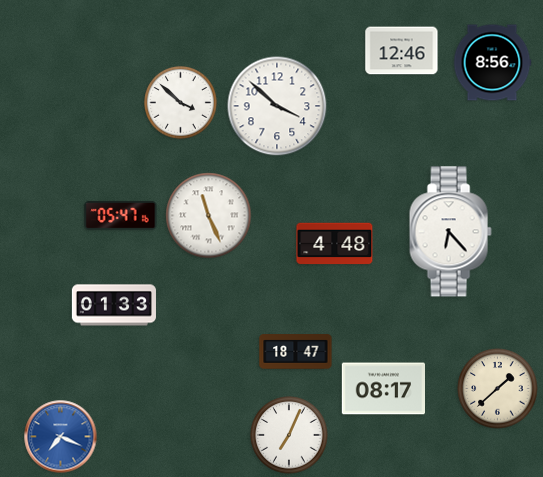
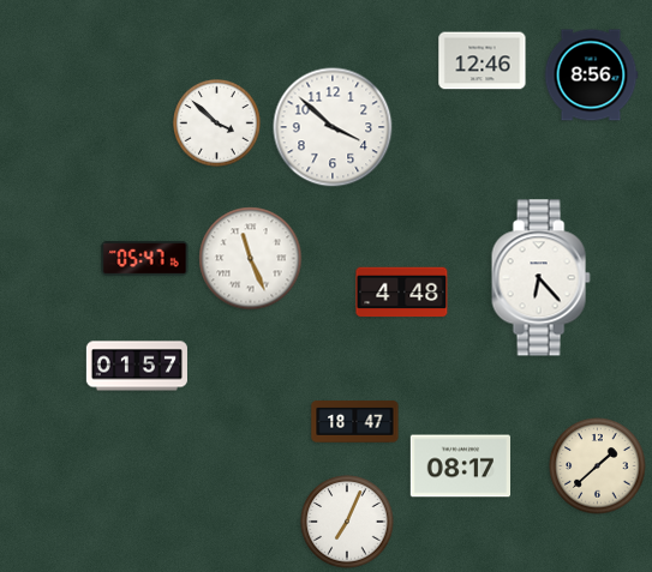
clock at (114, 305): 01:33 -> 01:57
clock at (61, 437): 7:19 -> none
